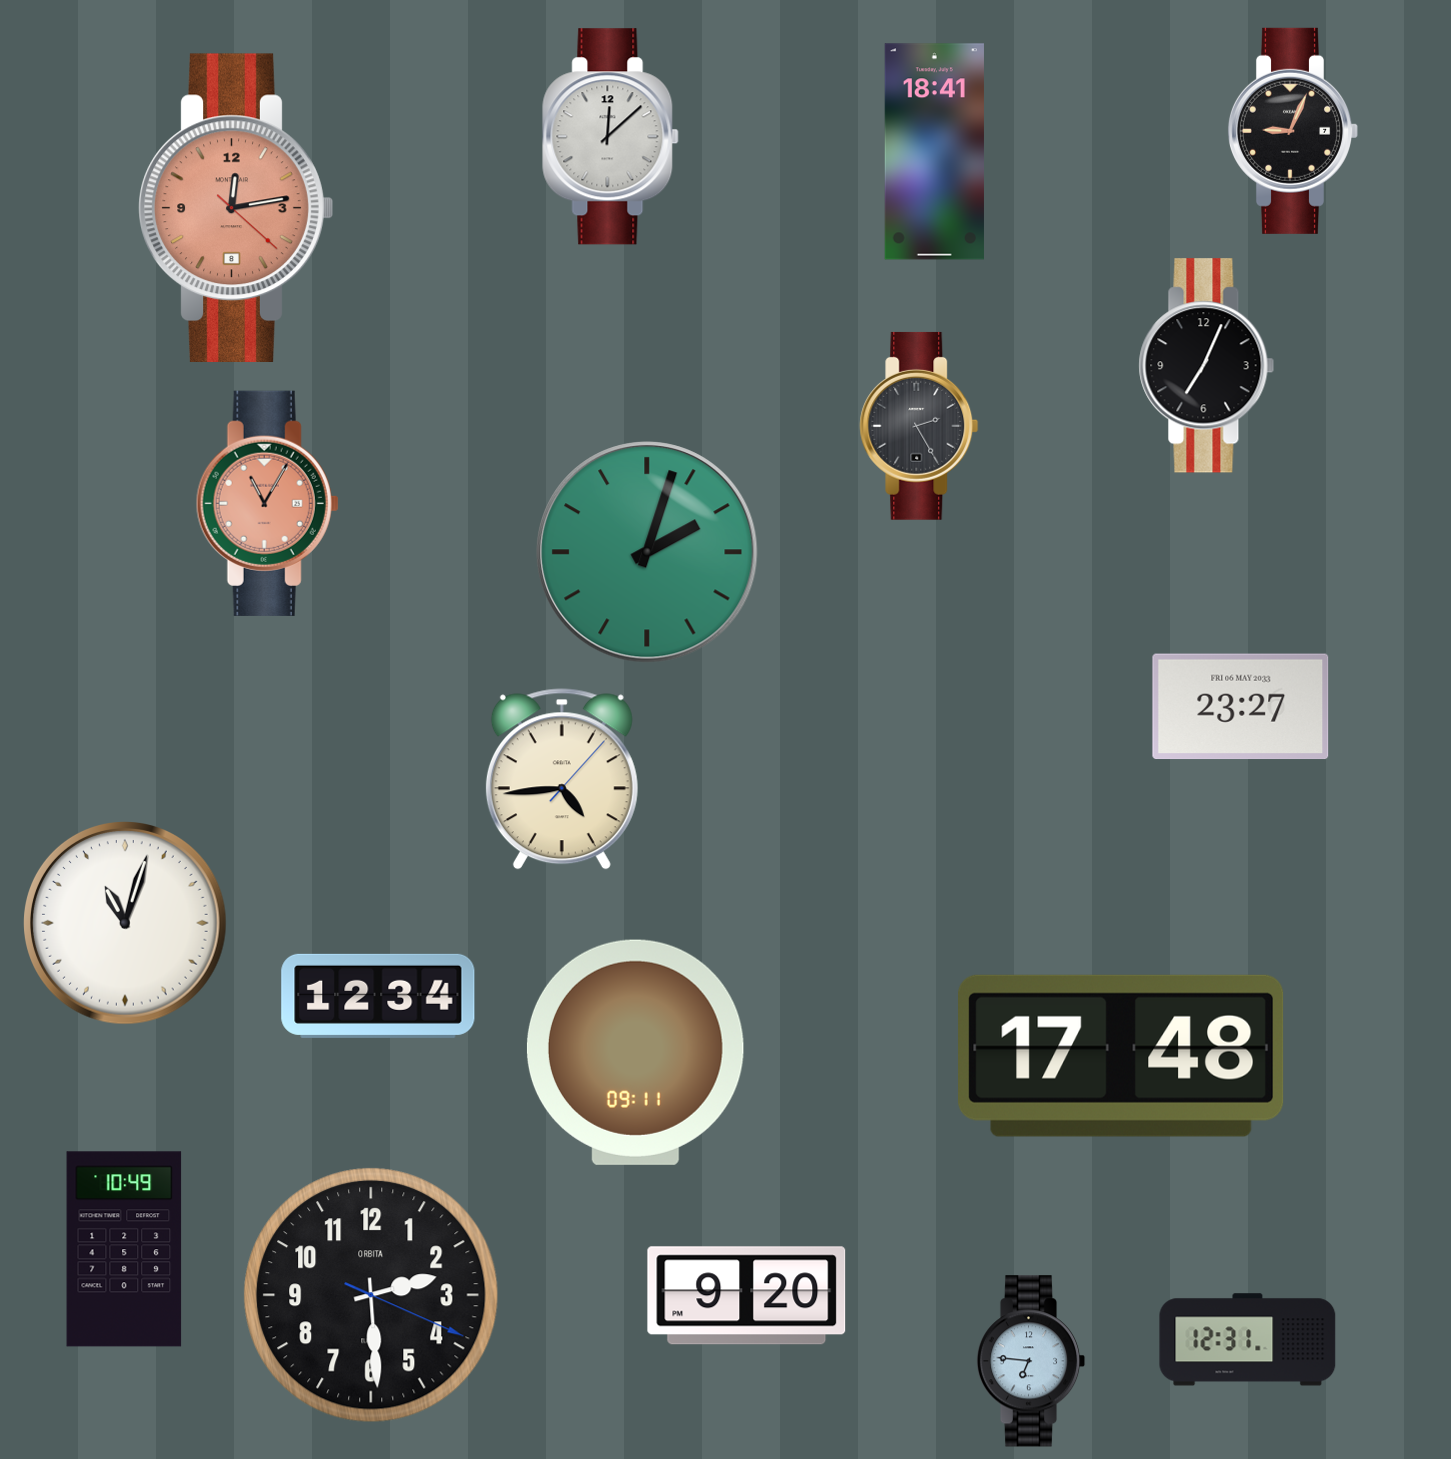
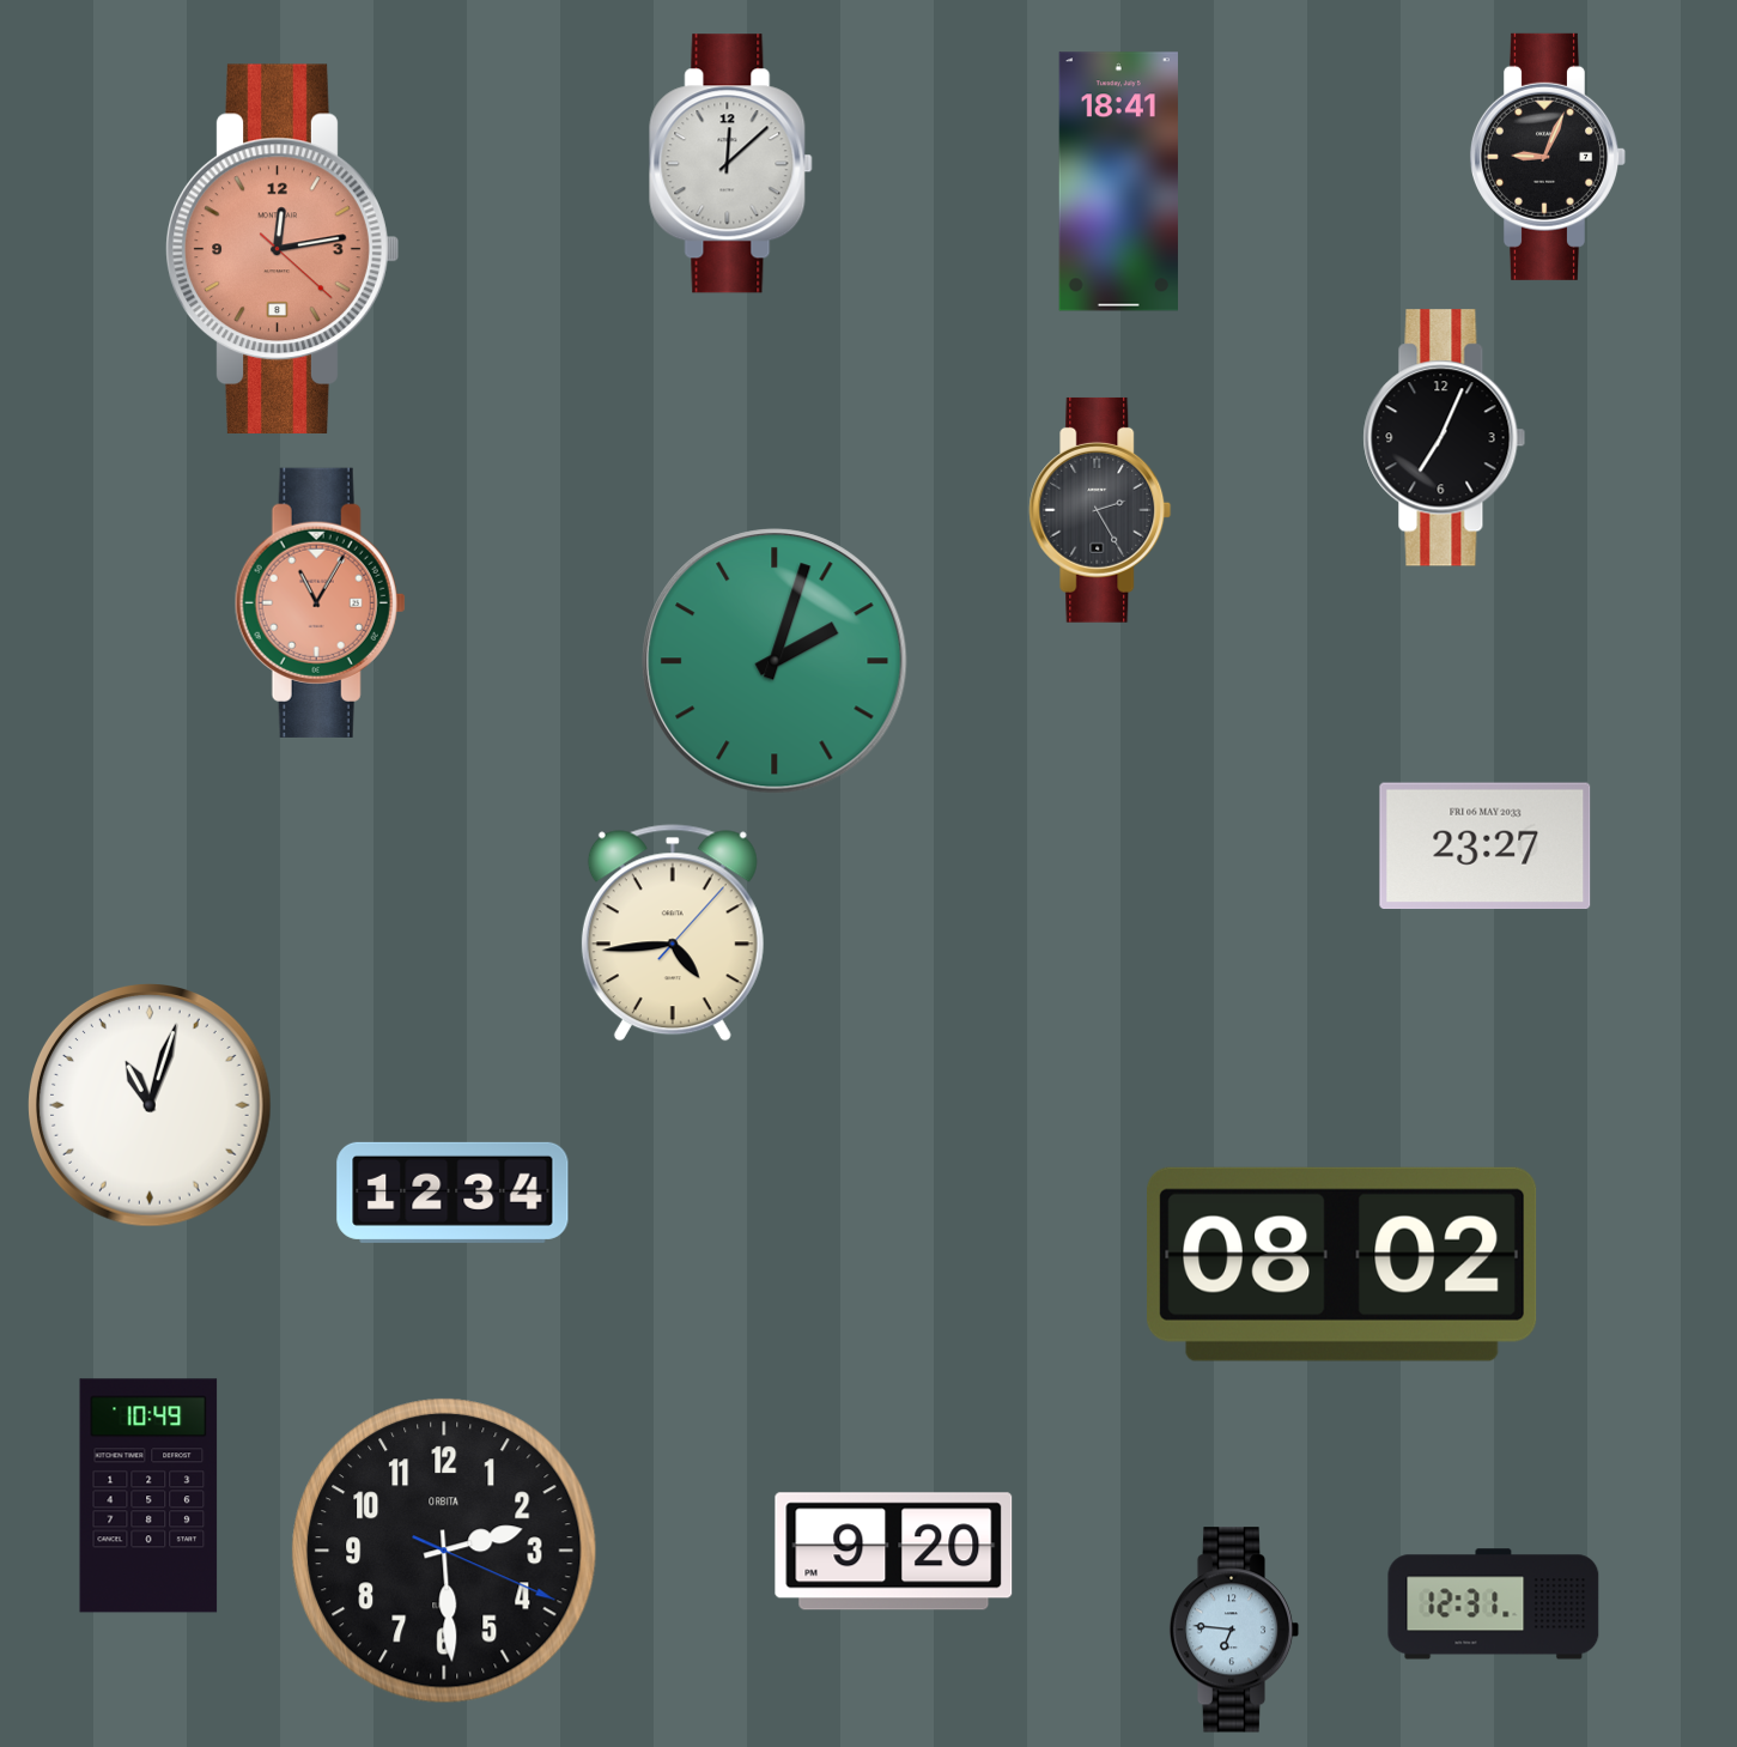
clock at (635, 1052): 09:11 -> none
clock at (1121, 1056): 17:48 -> 08:02
